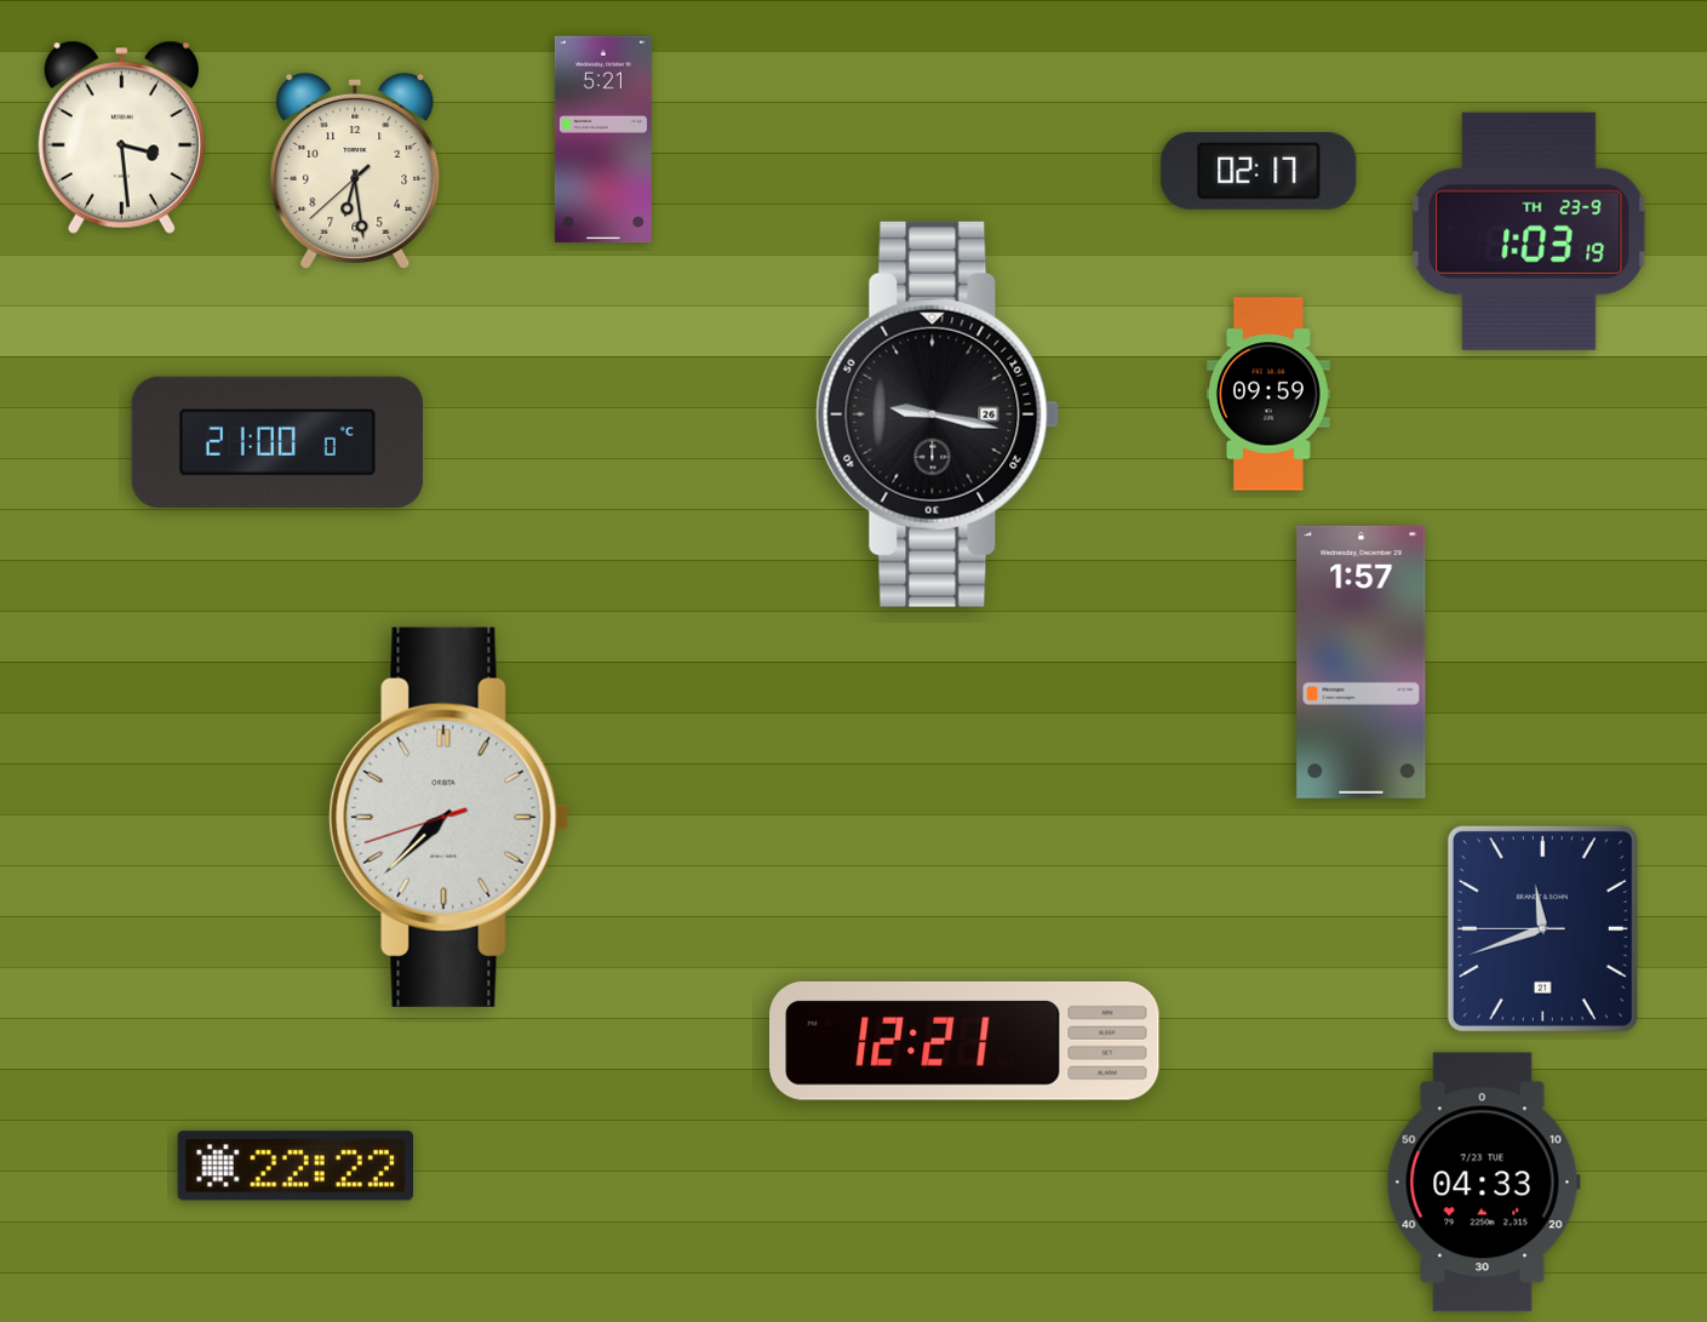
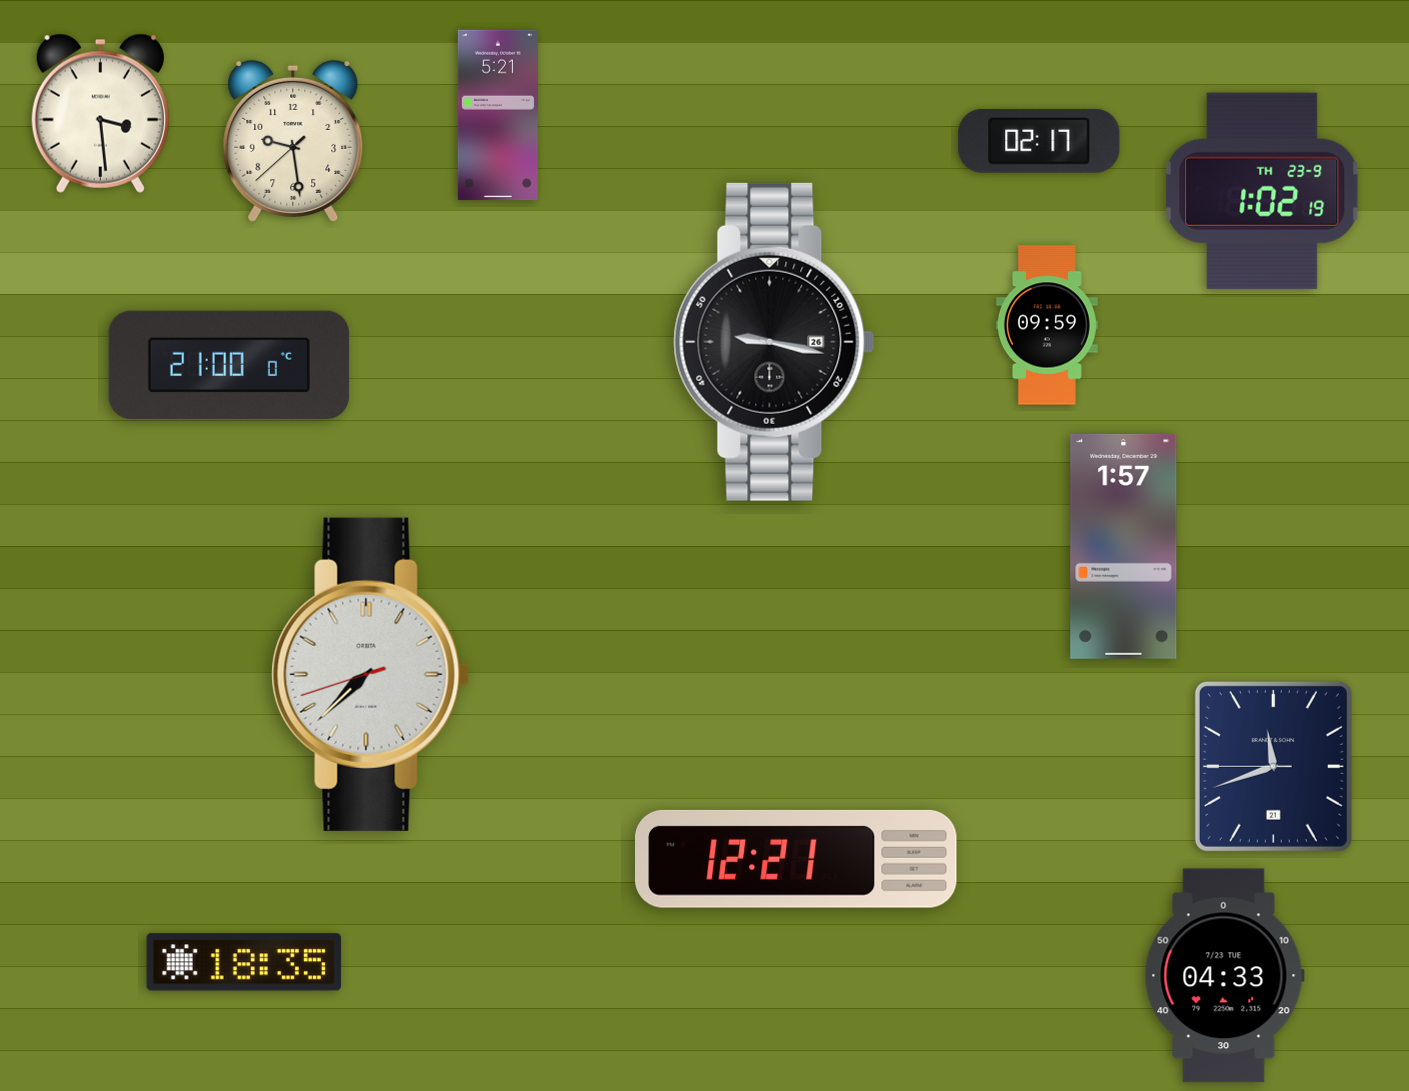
clock at (355, 171): 6:28 -> 9:28
clock at (1529, 231): 1:03 -> 1:02
clock at (296, 1166): 22:22 -> 18:35
